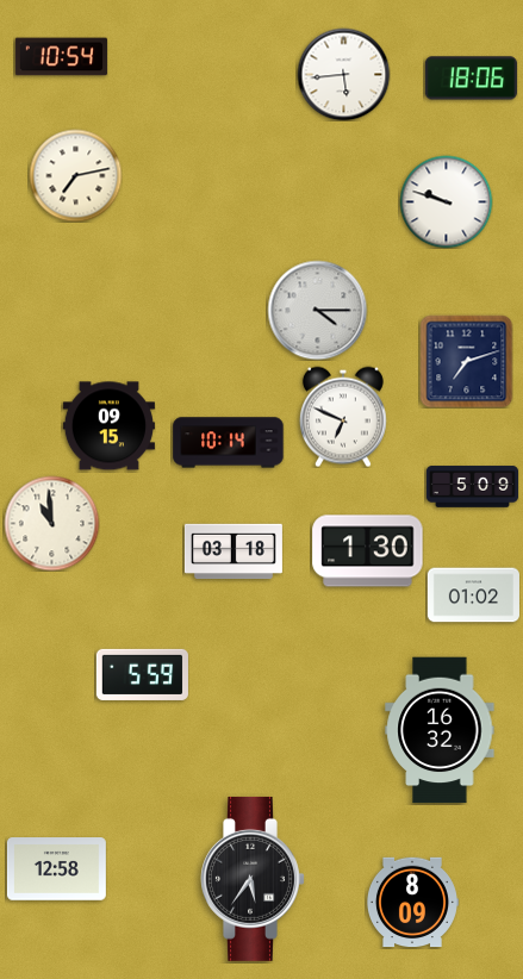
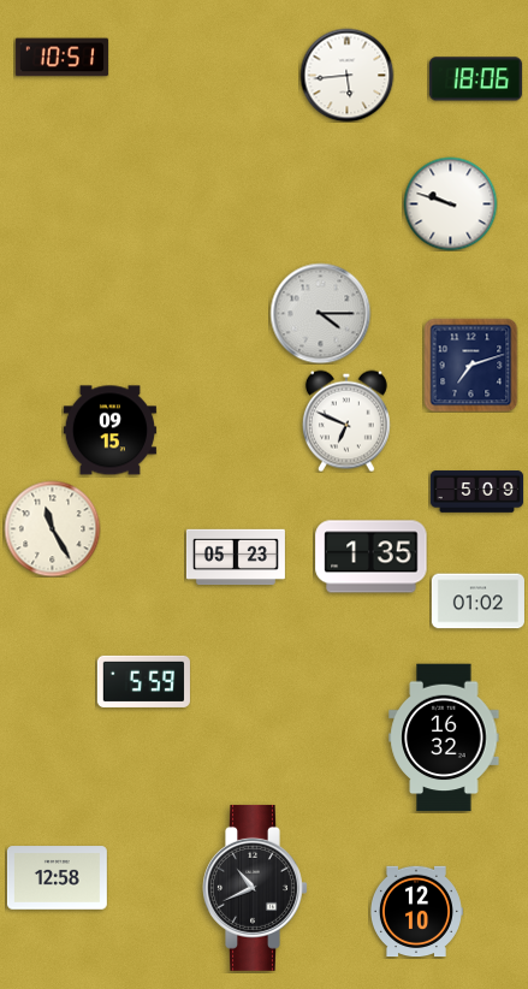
clock at (61, 57): 10:54 -> 10:51
clock at (75, 175): 7:13 -> none
clock at (229, 443): 10:14 -> none
clock at (51, 523): 10:59 -> 11:25
clock at (234, 551): 03:18 -> 05:23
clock at (368, 551): 1:30 -> 1:35
clock at (253, 879): 5:36 -> 10:41
clock at (412, 903): 8:09 -> 12:10
